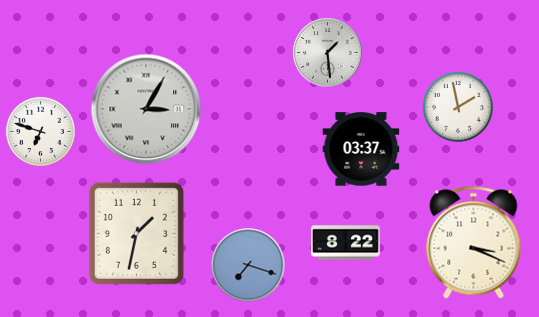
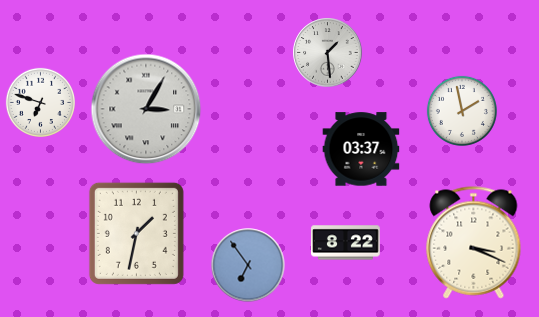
clock at (458, 107) position: (458, 107) -> (462, 111)
clock at (40, 131) position: (40, 131) -> (40, 102)
clock at (248, 265): 7:18 -> 6:54
